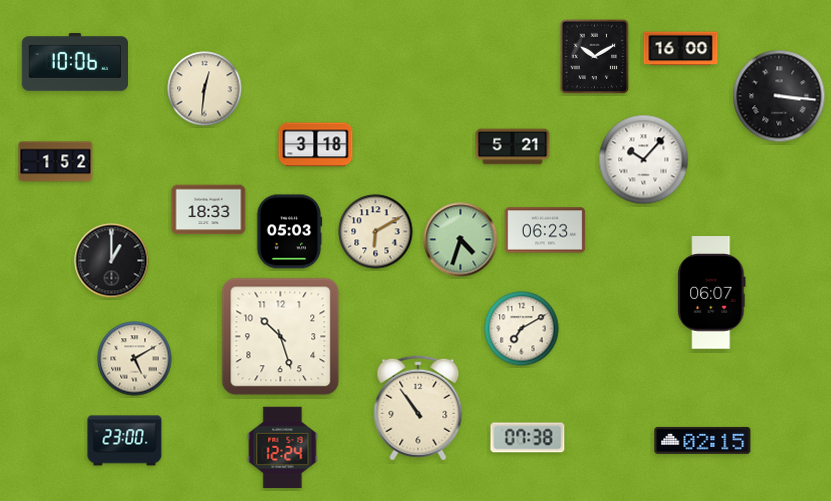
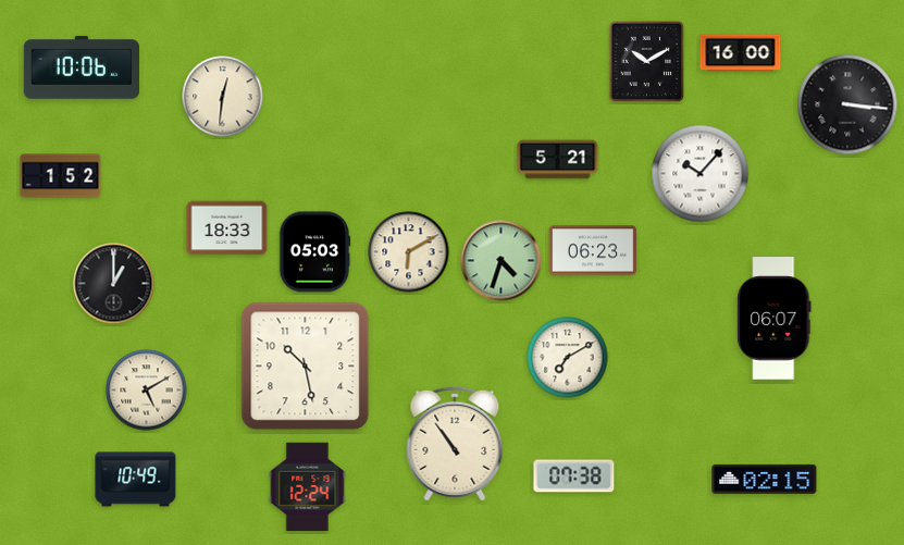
clock at (316, 145): 3:18 -> none
clock at (112, 261) position: (112, 261) -> (114, 284)
clock at (281, 337): 10:27 -> 10:28
clock at (125, 441): 23:00 -> 10:49
